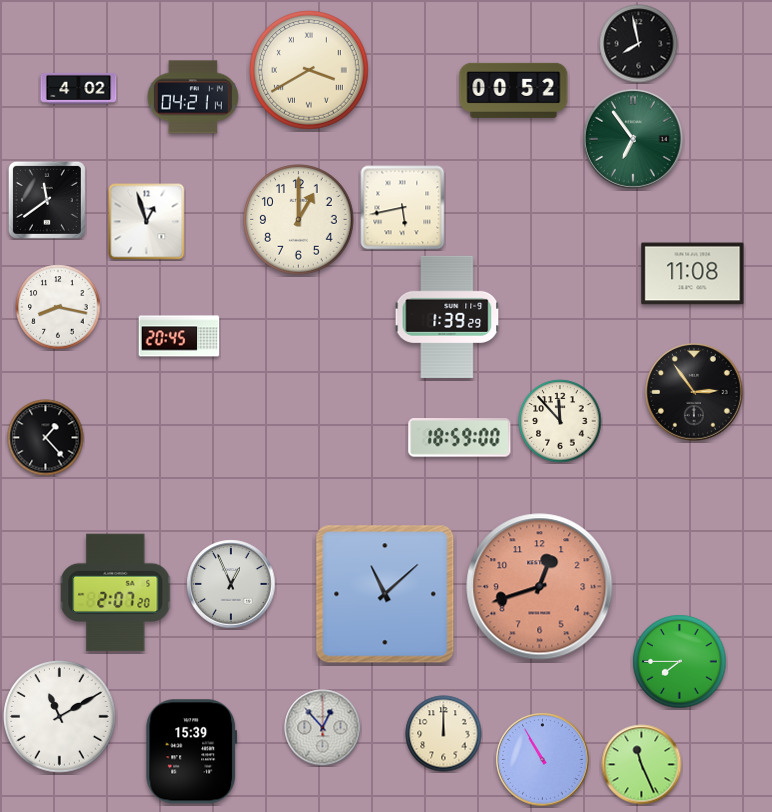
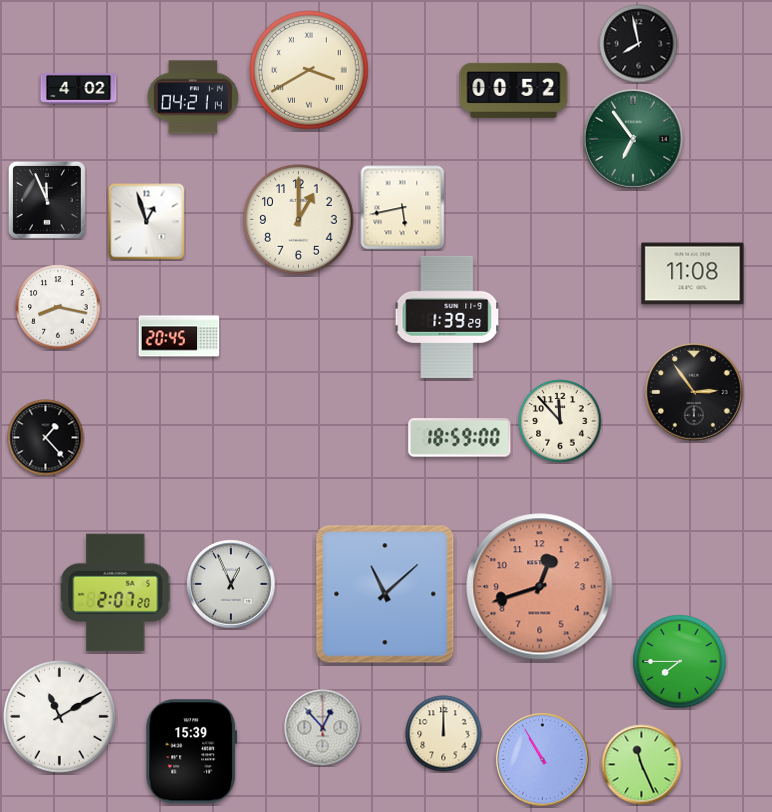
clock at (47, 200): 11:39 -> 11:56
